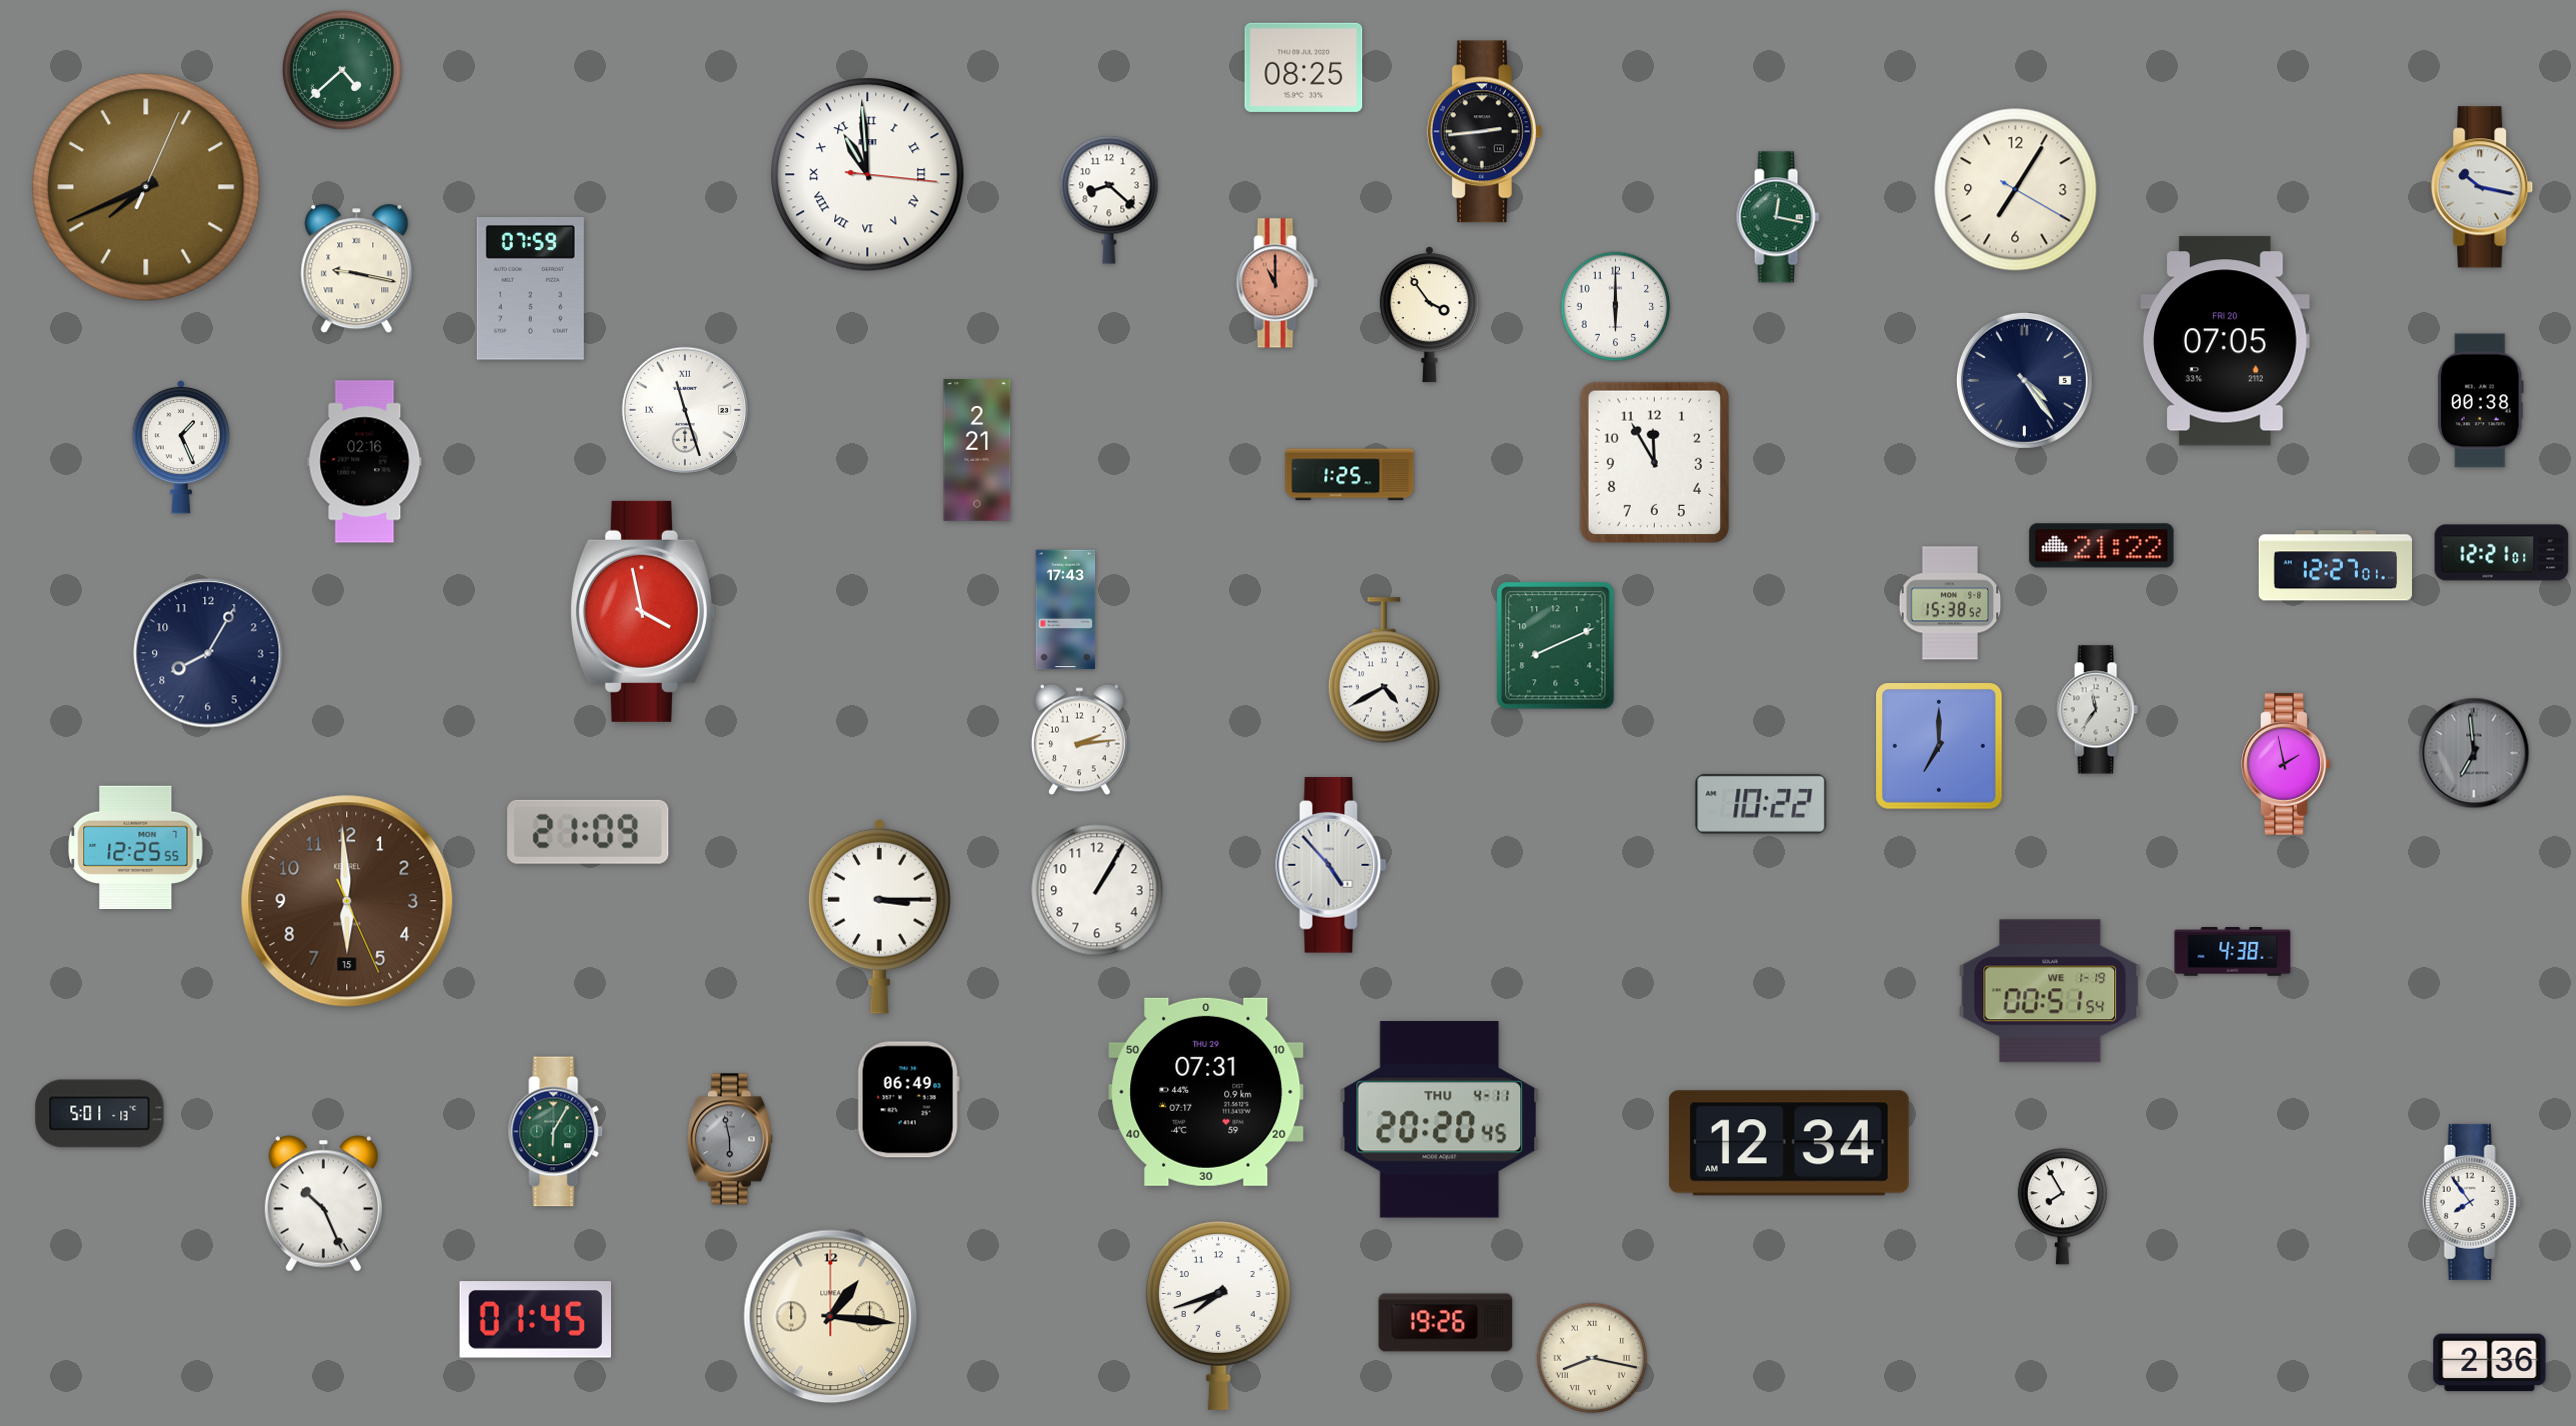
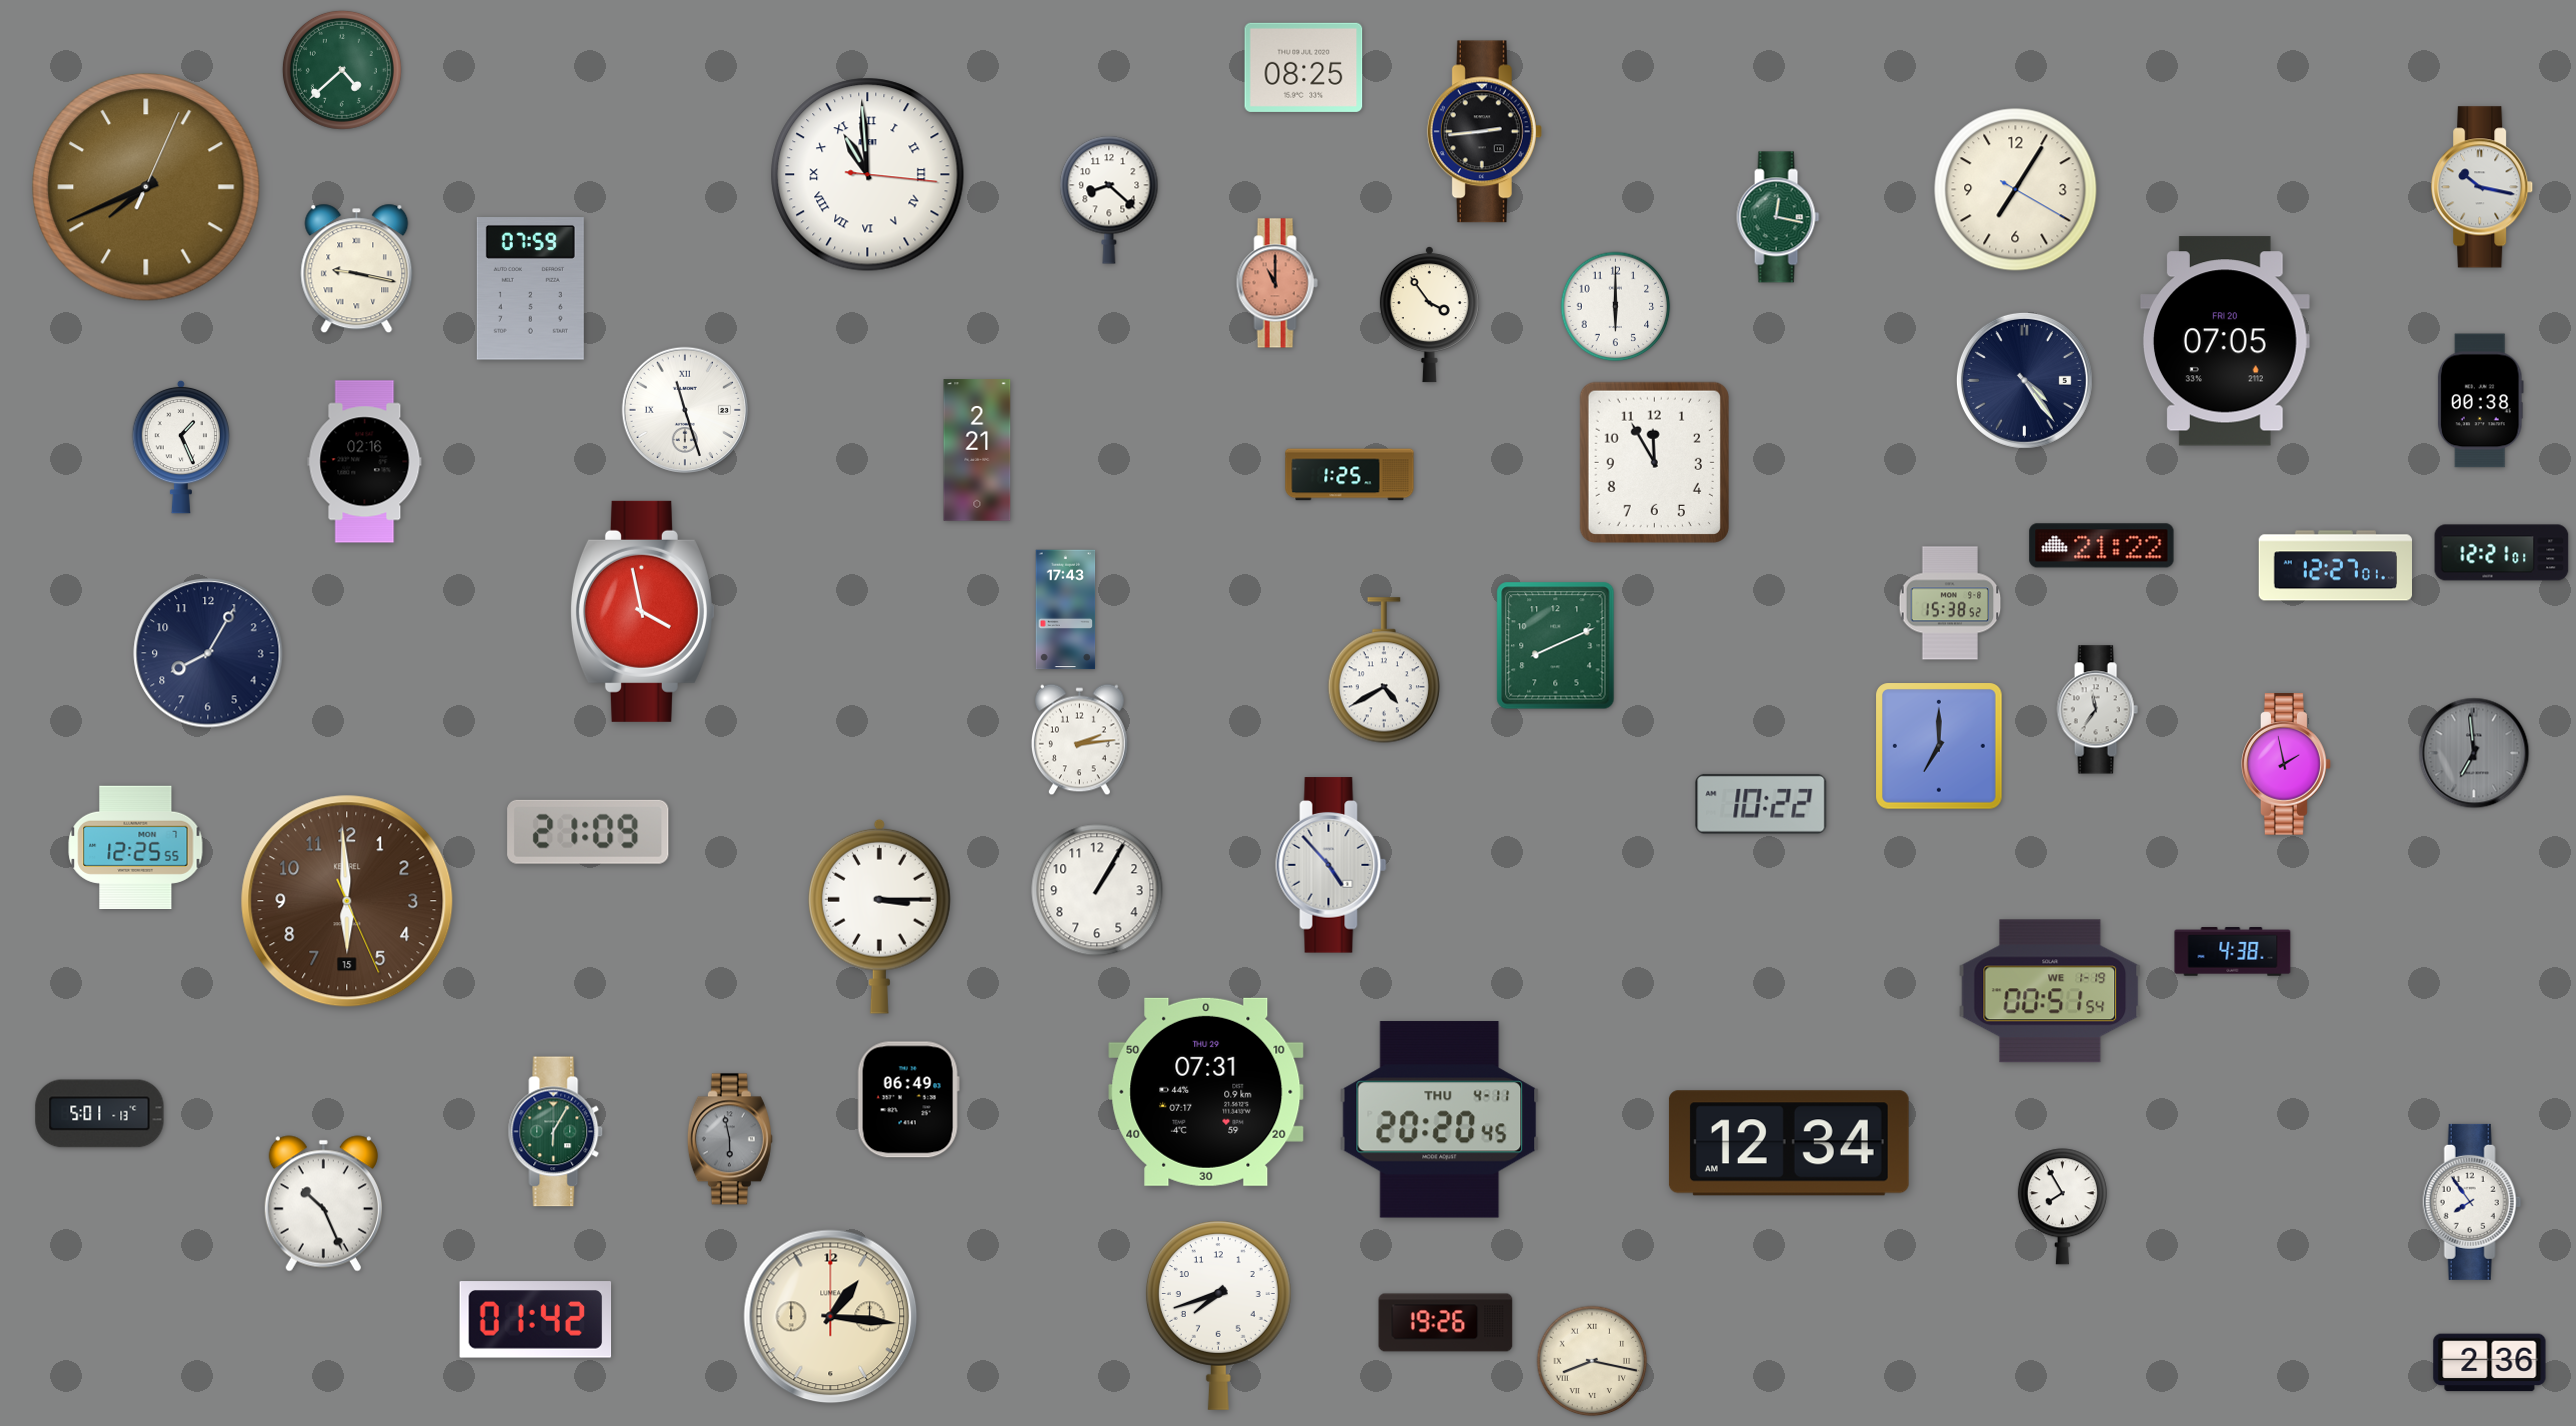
clock at (536, 1320): 01:45 -> 01:42
clock at (1592, 1358) position: (1592, 1358) -> (1592, 1361)
